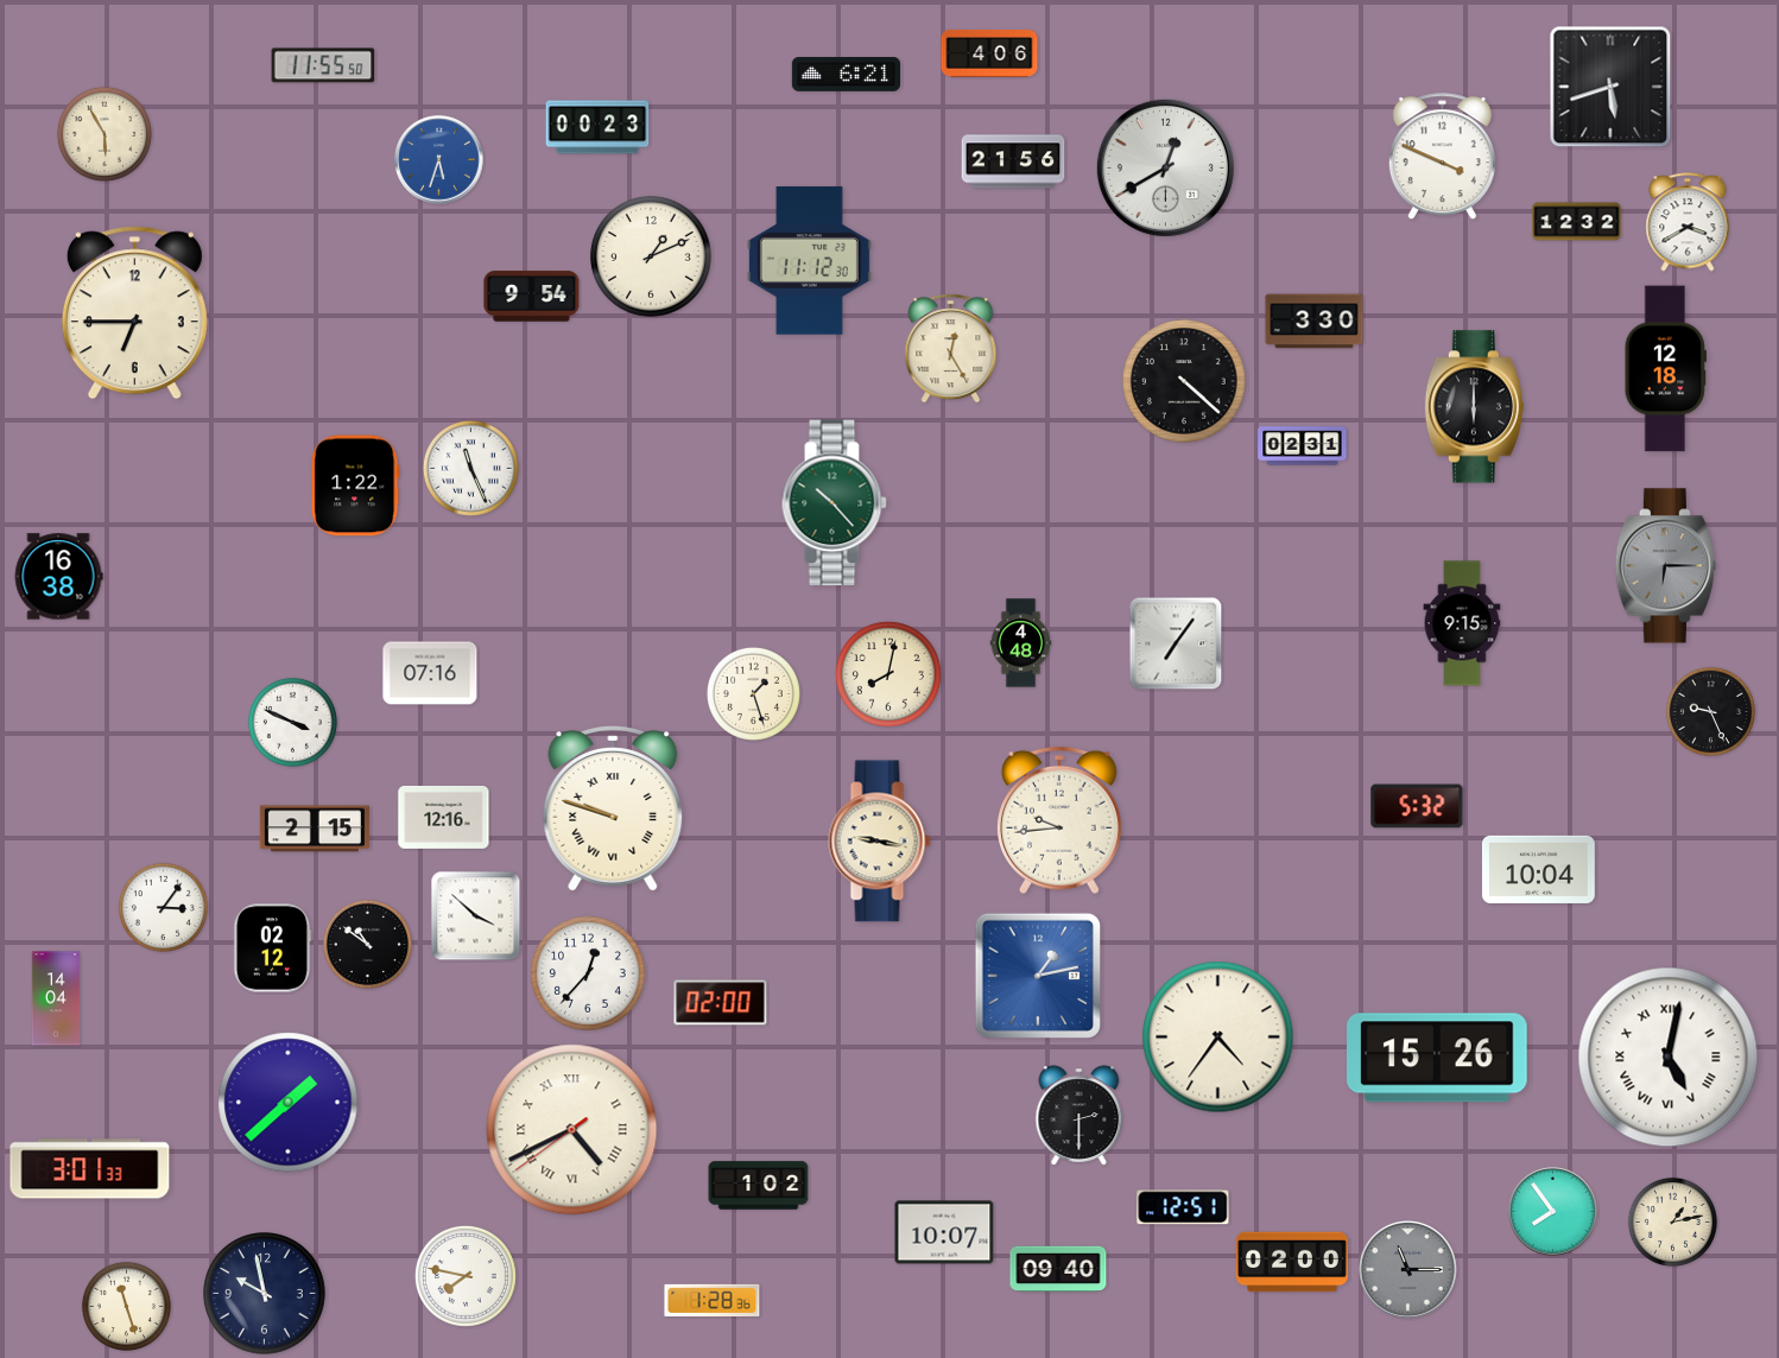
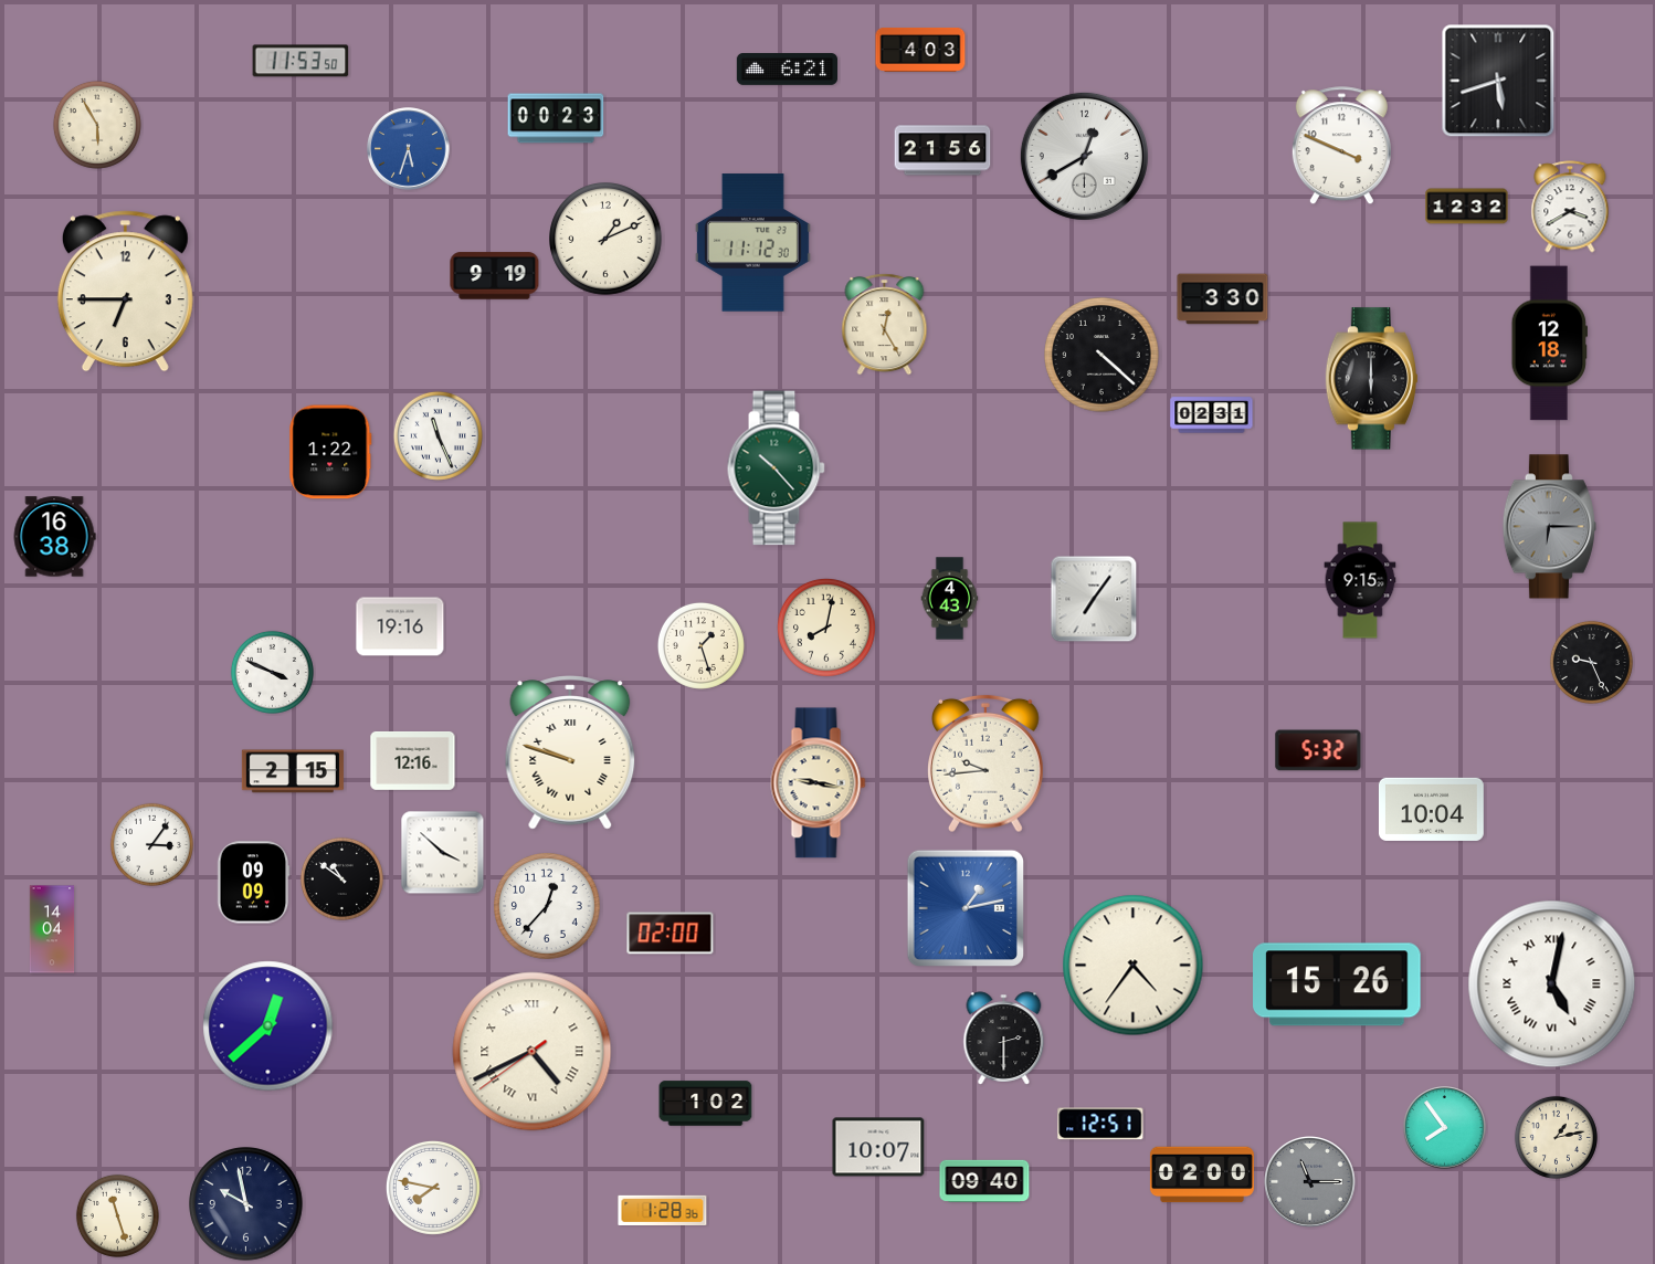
clock at (989, 55): 4:06 -> 4:03
clock at (323, 65): 11:55 -> 11:53
clock at (532, 297): 9:54 -> 9:19
clock at (1021, 643): 4:48 -> 4:43
clock at (430, 673): 07:16 -> 19:16
clock at (272, 948): 02:12 -> 09:09
clock at (289, 1103): 1:38 -> 12:38
clock at (90, 1169): 3:01 -> none
